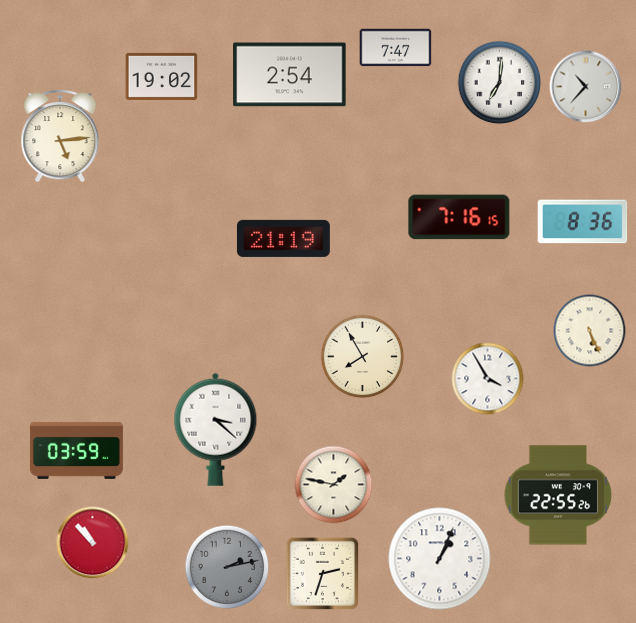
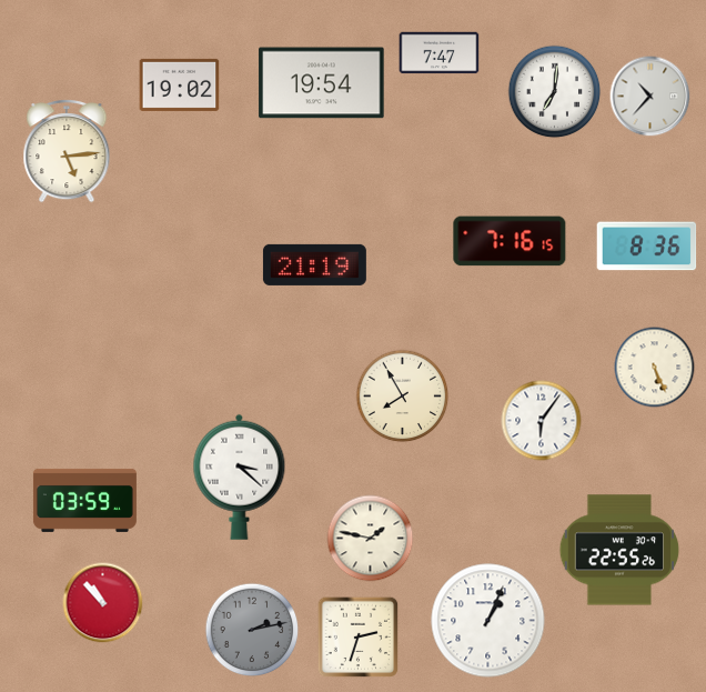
clock at (290, 75): 2:54 -> 19:54
clock at (488, 379): 3:55 -> 6:06
